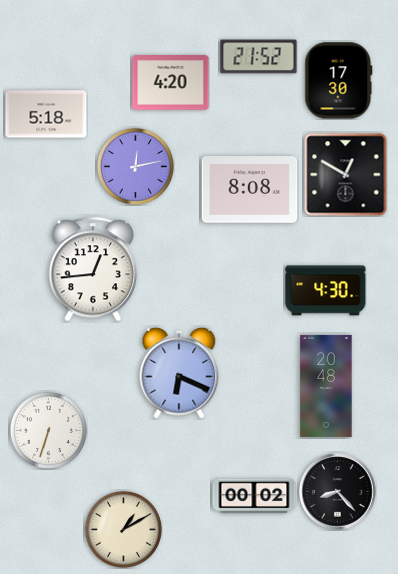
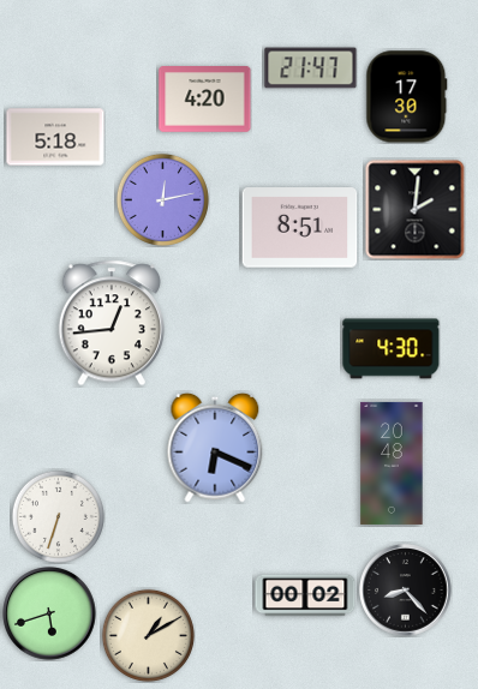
clock at (259, 57): 21:52 -> 21:47
clock at (346, 175): 12:50 -> 2:01
clock at (250, 190): 8:08 -> 8:51
clock at (49, 613): none -> 5:42
